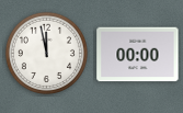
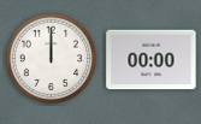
clock at (46, 53): 11:58 -> 12:00
